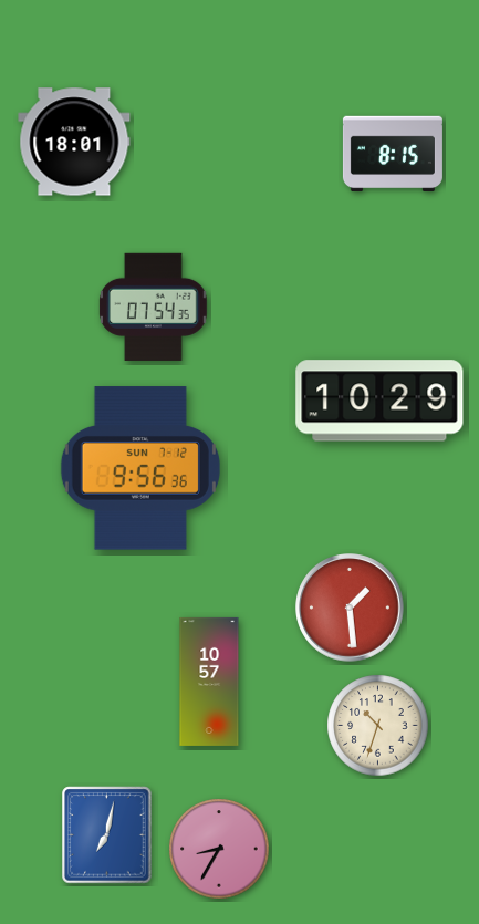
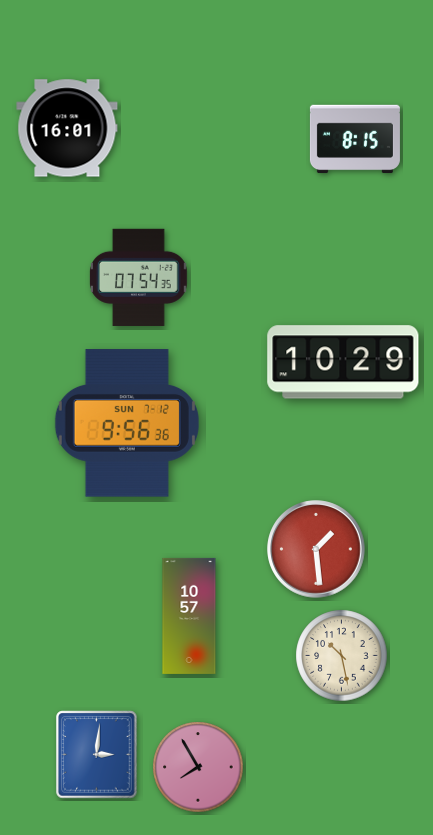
clock at (74, 142): 18:01 -> 16:01
clock at (378, 726): 10:33 -> 10:28
clock at (107, 835): 7:02 -> 3:01
clock at (219, 849): 8:35 -> 7:55
